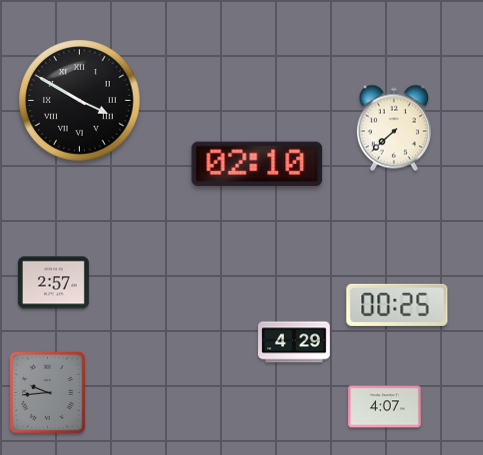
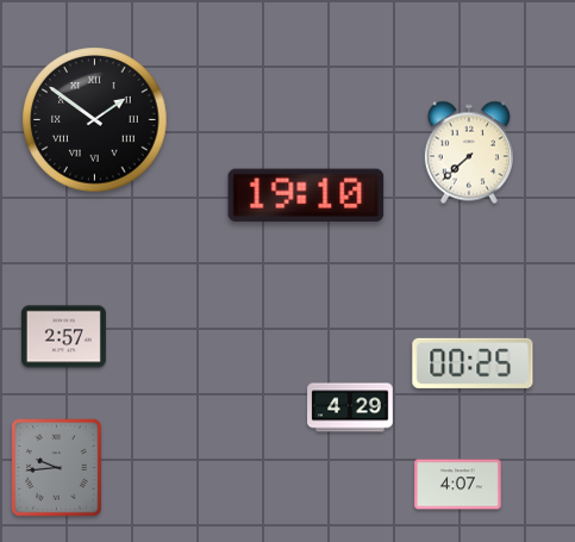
clock at (80, 101): 3:50 -> 1:51
clock at (257, 164): 02:10 -> 19:10
